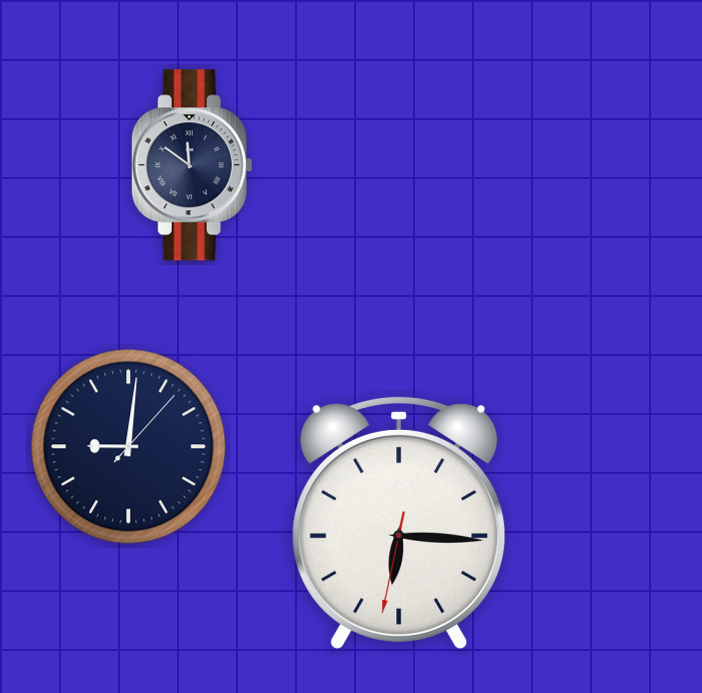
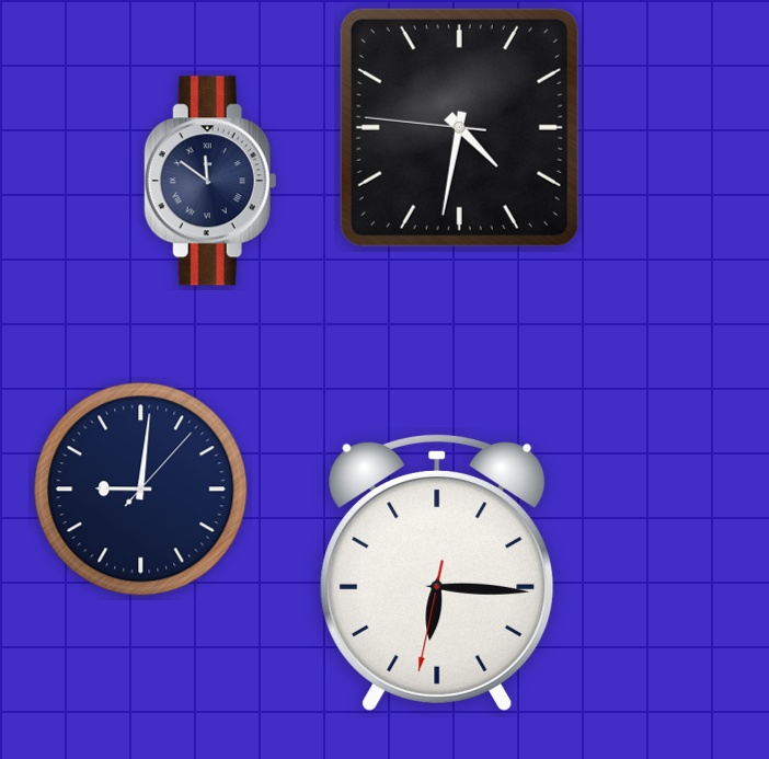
clock at (459, 127): none -> 4:31
